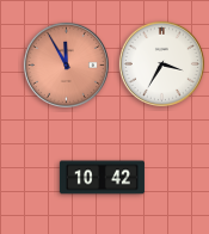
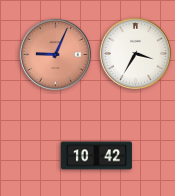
clock at (66, 64): 11:55 -> 9:04
clock at (102, 178) position: (102, 178) -> (96, 156)
